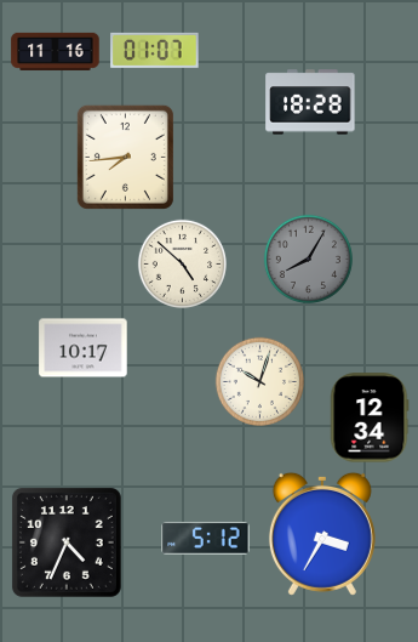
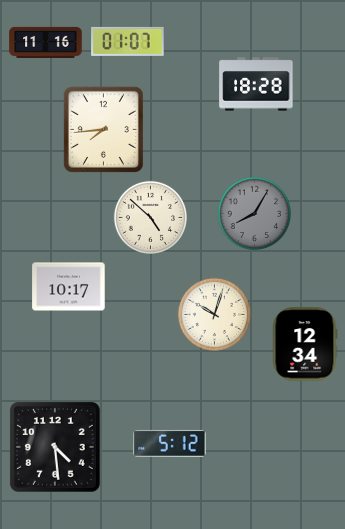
clock at (322, 534): 3:35 -> none
clock at (67, 542): 4:34 -> 4:29
